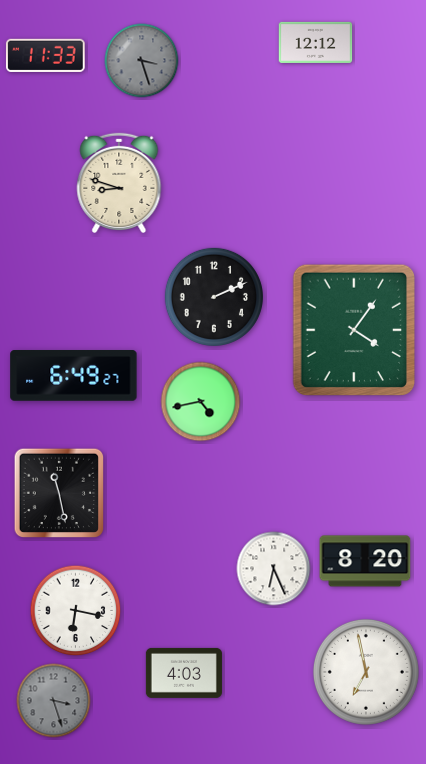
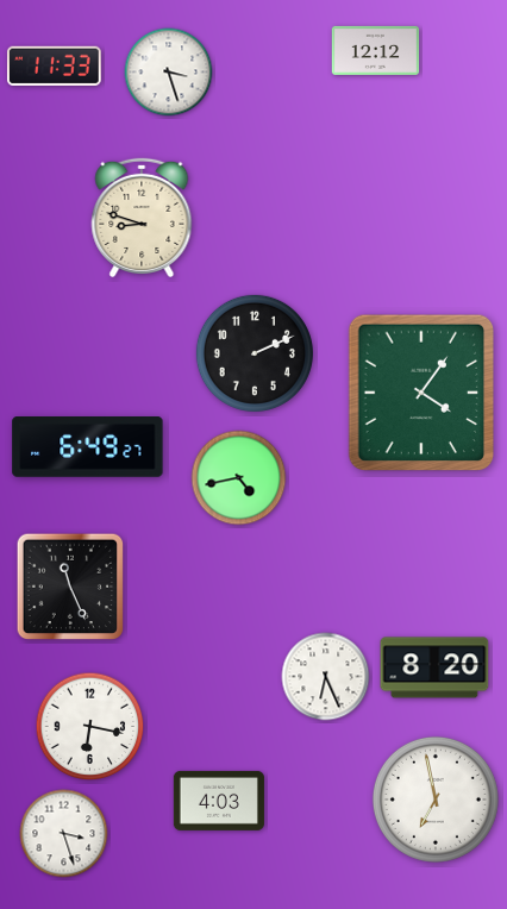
clock at (142, 61) dial: grey -> white
clock at (59, 493): 11:28 -> 11:26
clock at (54, 701) dial: grey -> white
